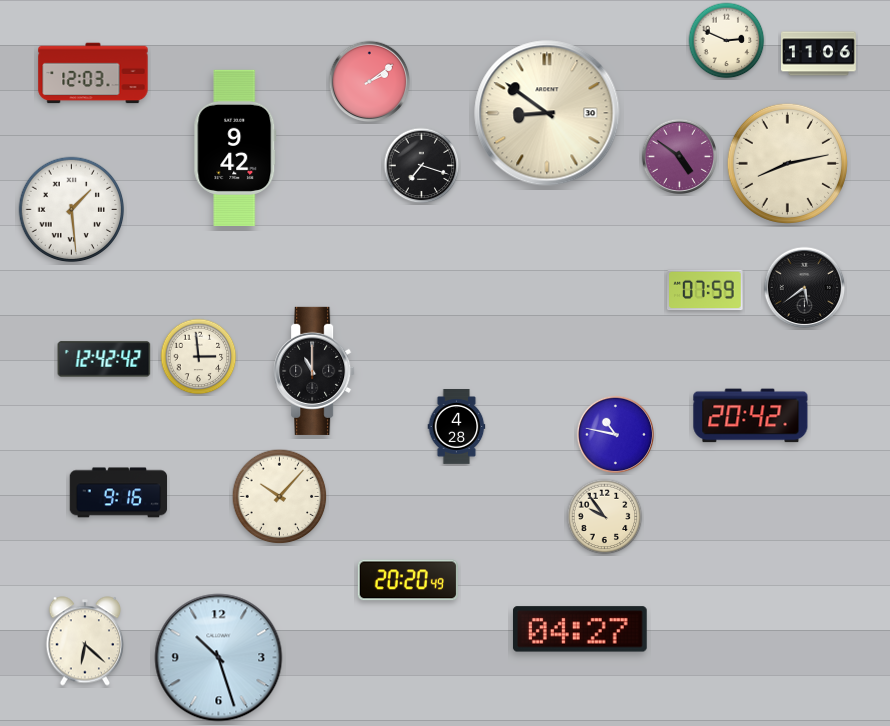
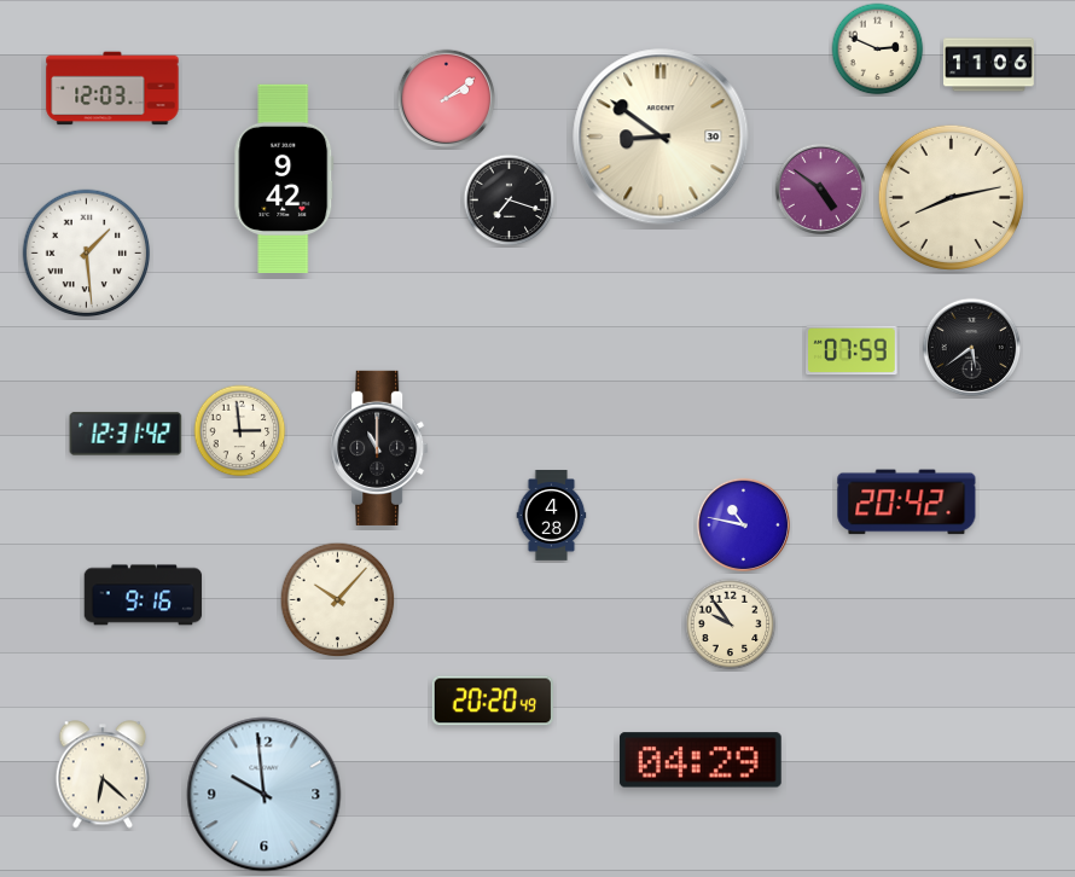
clock at (104, 359): 12:42 -> 12:31
clock at (580, 629): 04:27 -> 04:29
clock at (219, 658): 10:27 -> 9:59
